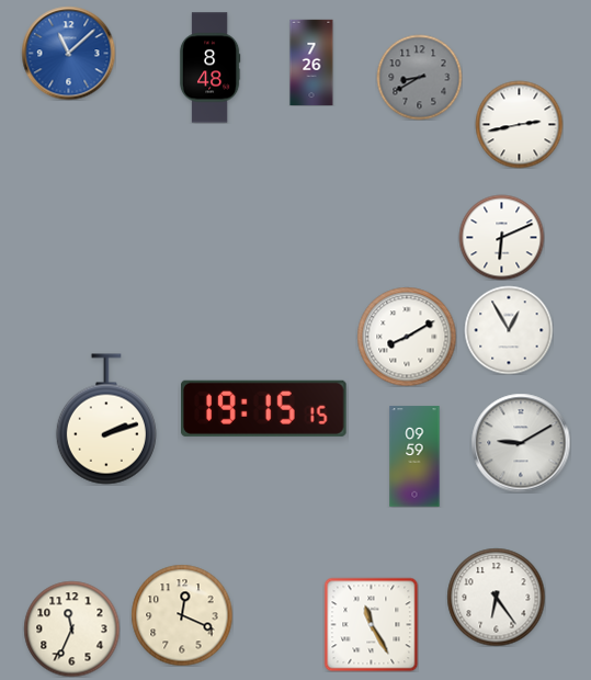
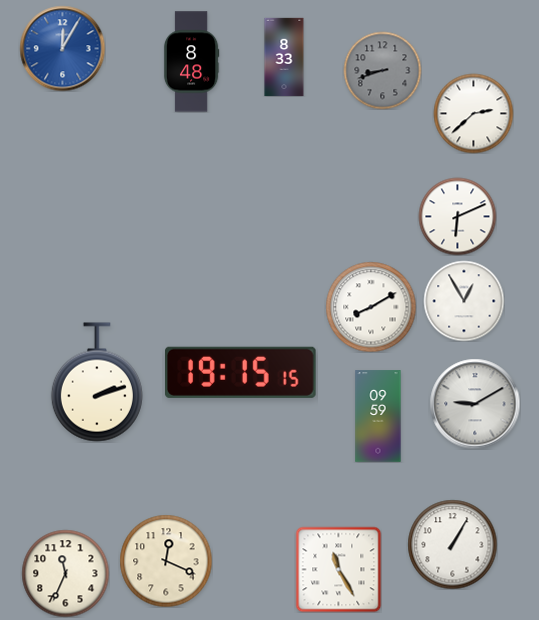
clock at (68, 53): 11:08 -> 12:05
clock at (311, 63): 7:26 -> 8:33
clock at (419, 77): 8:40 -> 8:42
clock at (519, 124): 2:43 -> 2:38
clock at (496, 597): 6:24 -> 1:05
